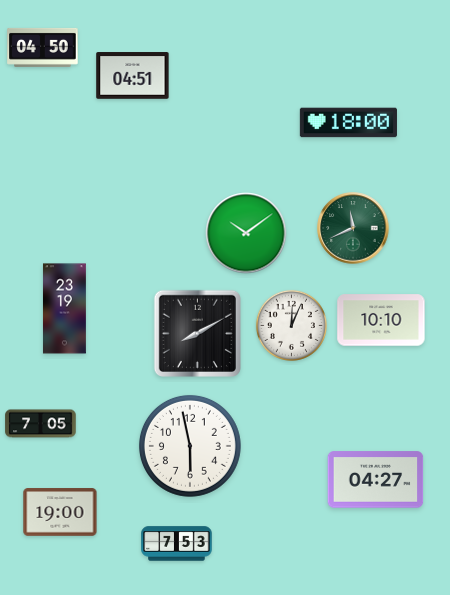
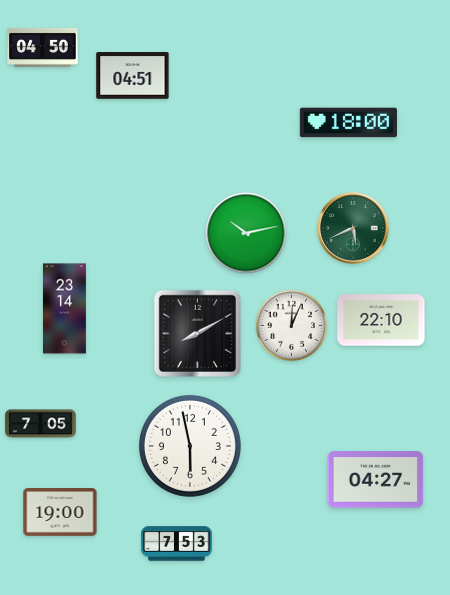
clock at (353, 228): 11:41 -> 5:41
clock at (246, 233): 10:09 -> 10:13
clock at (65, 309): 23:19 -> 23:14
clock at (381, 320): 10:10 -> 22:10
